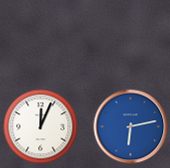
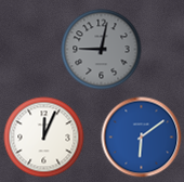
clock at (102, 50): none -> 9:02
clock at (131, 127): 6:13 -> 6:09
